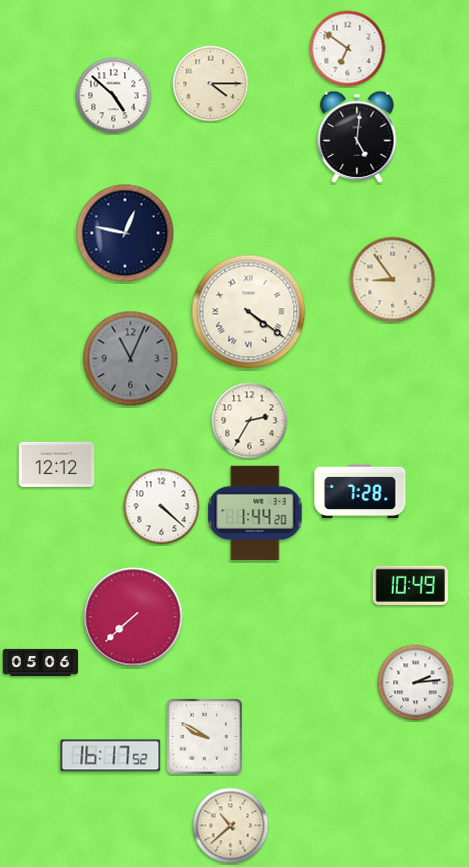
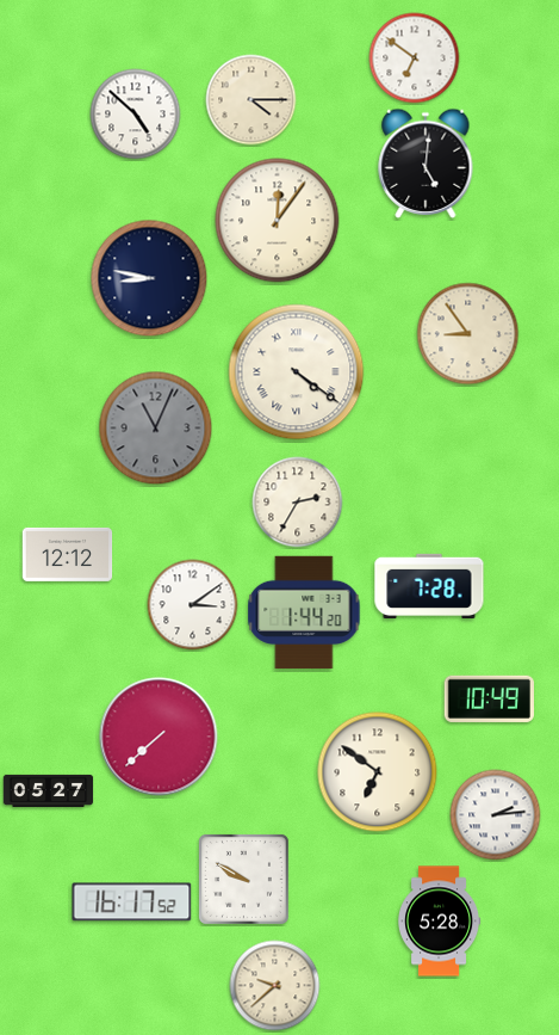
clock at (278, 221): none -> 12:06
clock at (125, 233): 12:47 -> 8:47
clock at (162, 507): 4:22 -> 3:09
clock at (378, 772): none -> 6:51
clock at (41, 662): 05:06 -> 05:27
clock at (440, 922): none -> 5:28
clock at (231, 826): 10:38 -> 9:38
